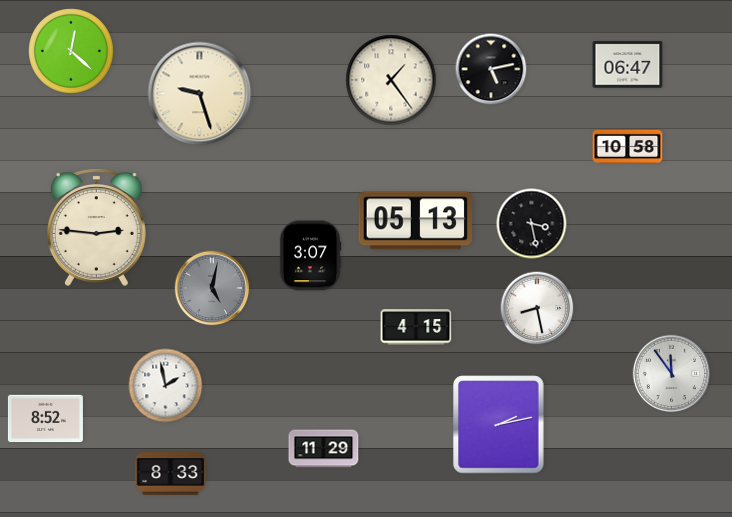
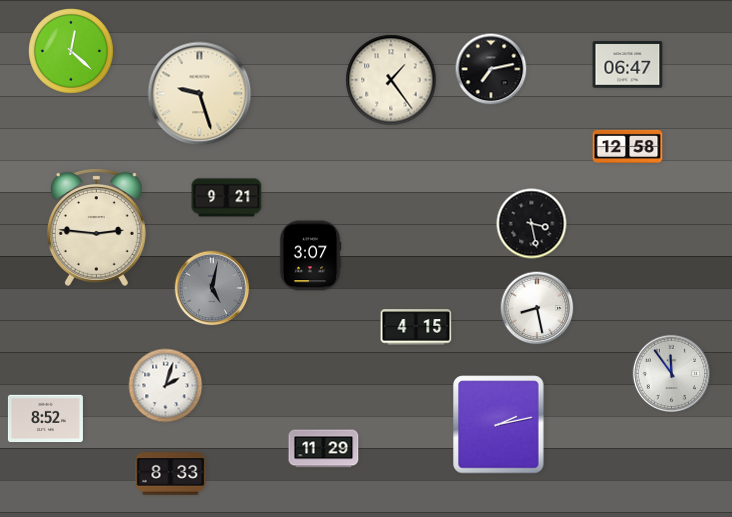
clock at (491, 69): 5:13 -> 7:13
clock at (628, 146): 10:58 -> 12:58
clock at (227, 198): none -> 9:21
clock at (415, 221): 05:13 -> none
clock at (166, 386): 1:58 -> 2:03
